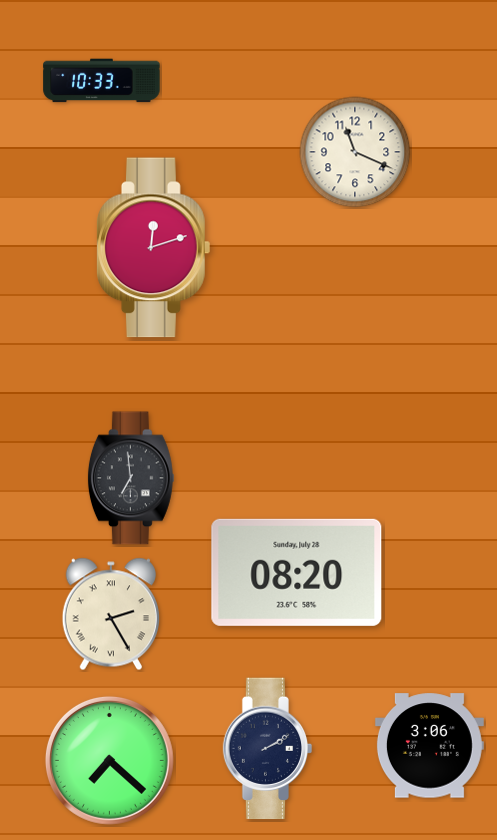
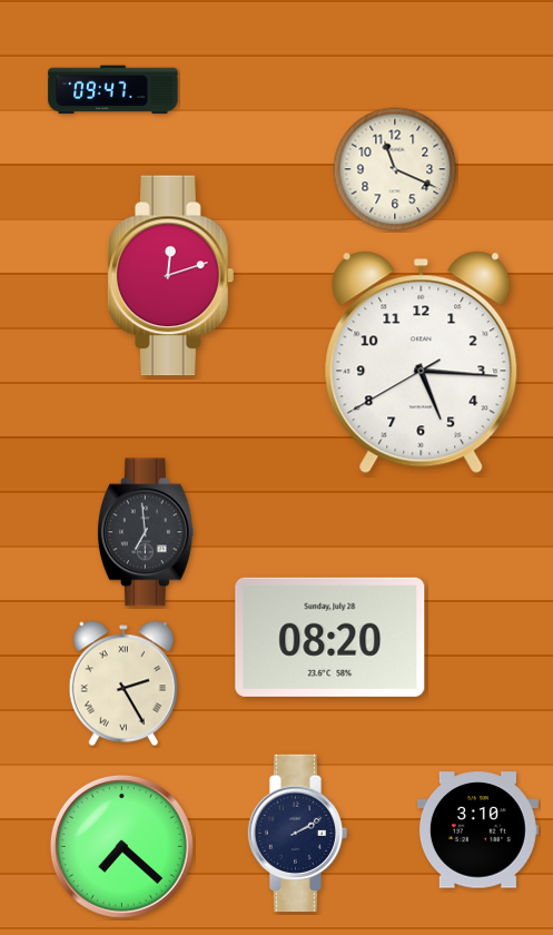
clock at (102, 81): 10:33 -> 09:47
clock at (422, 363): none -> 5:15
clock at (429, 746): 3:06 -> 3:10
